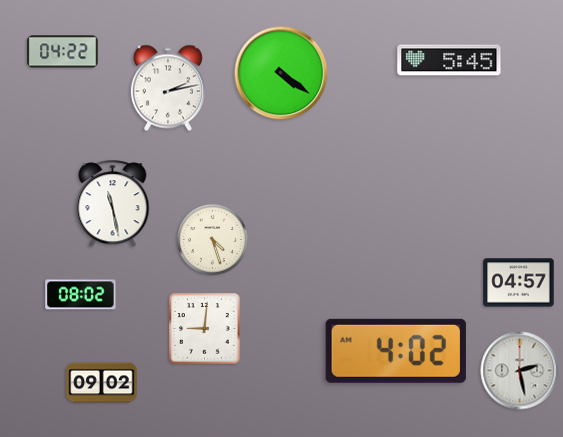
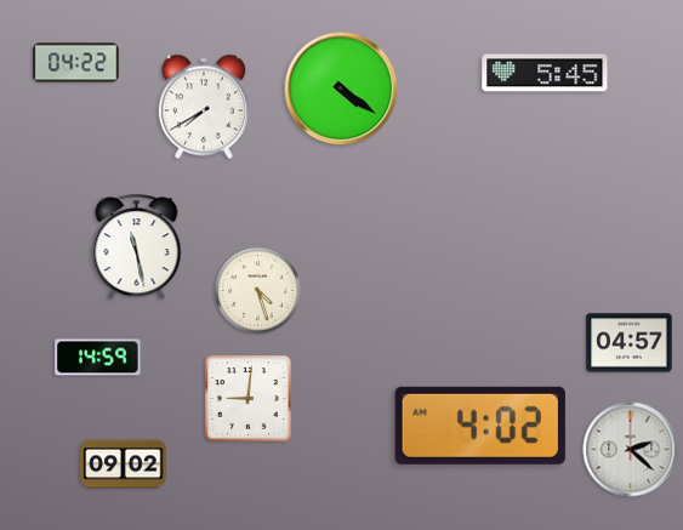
clock at (168, 88): 2:13 -> 7:40
clock at (81, 295): 08:02 -> 14:59
clock at (520, 371): 2:28 -> 2:22
